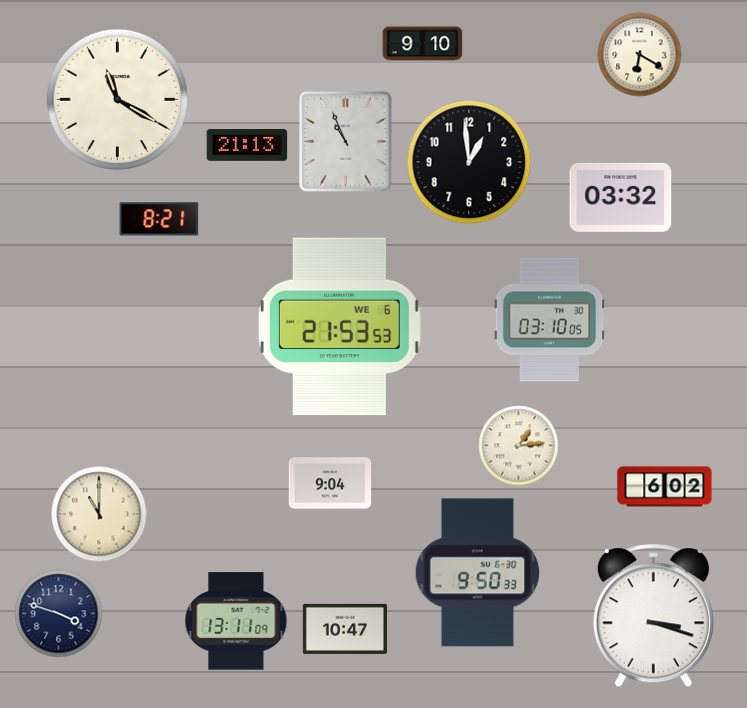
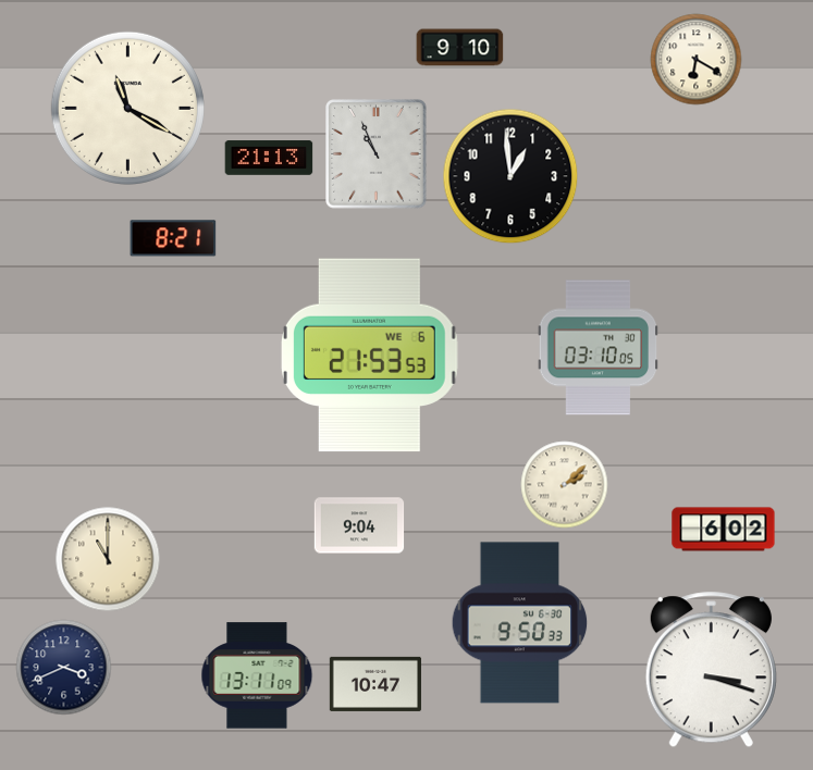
clock at (621, 197): 03:32 -> none
clock at (519, 446): 1:14 -> 2:08
clock at (59, 614): 3:48 -> 3:41
